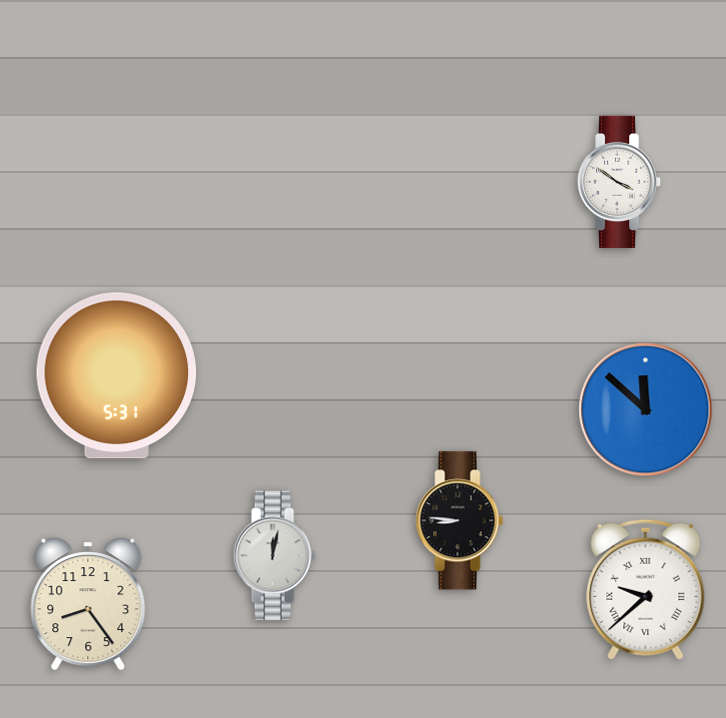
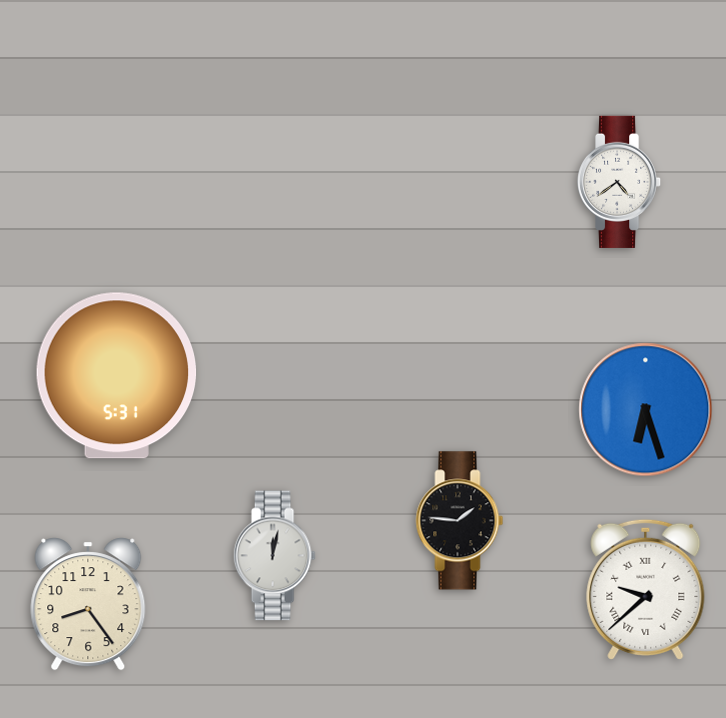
clock at (620, 182): 3:51 -> 4:39
clock at (646, 410): 11:52 -> 6:27
clock at (460, 521): 8:46 -> 1:46
